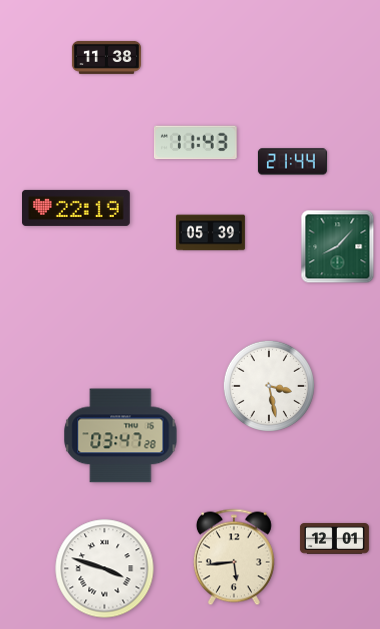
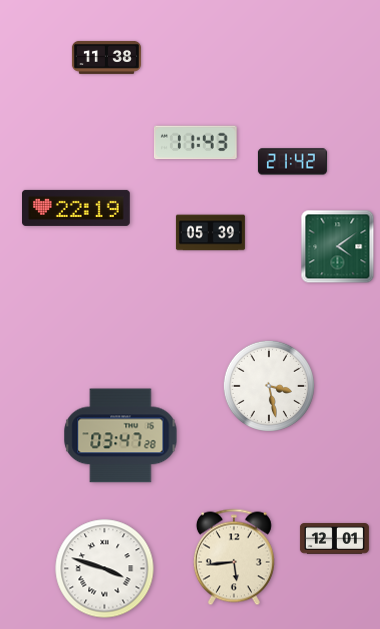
clock at (292, 162): 21:44 -> 21:42
clock at (338, 247): 8:07 -> 4:09
